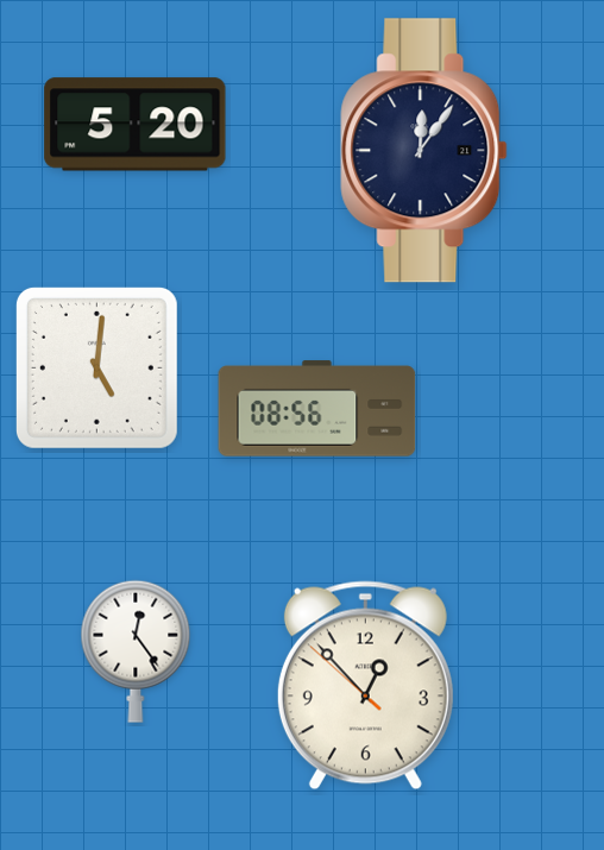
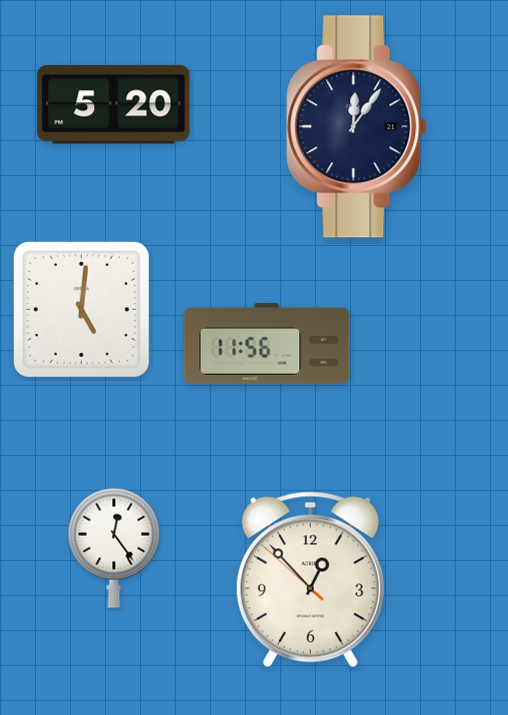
clock at (317, 409): 08:56 -> 11:56
clock at (365, 686) position: (365, 686) -> (310, 580)
